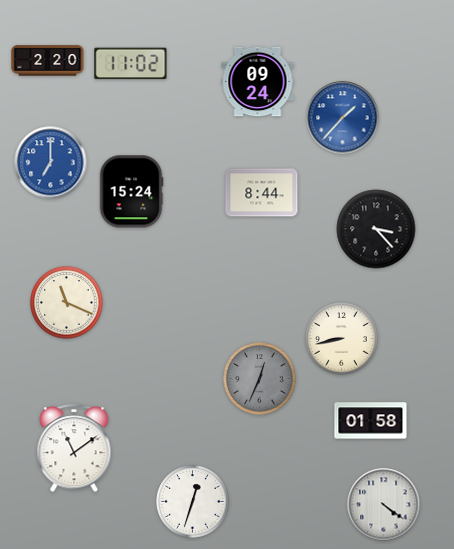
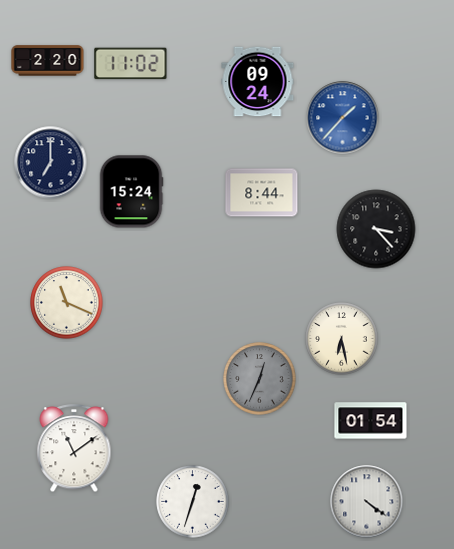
clock at (51, 163) dial: blue -> navy
clock at (342, 339): 8:43 -> 6:28
clock at (371, 421): 01:58 -> 01:54
clock at (384, 505) position: (384, 505) -> (367, 502)
